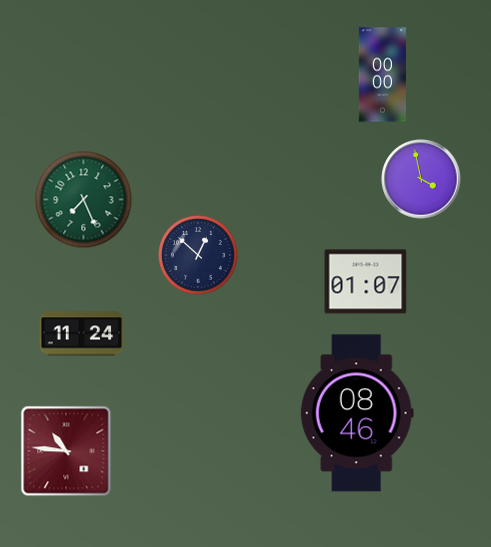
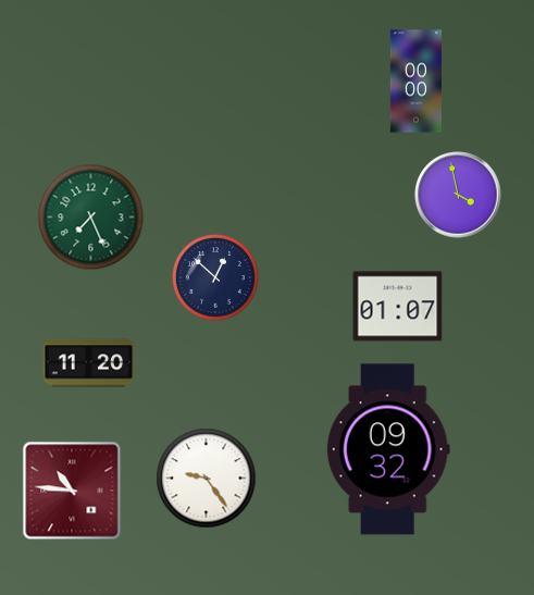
clock at (82, 334): 11:24 -> 11:20
clock at (357, 413): 08:46 -> 09:32
clock at (207, 479): none -> 9:24
